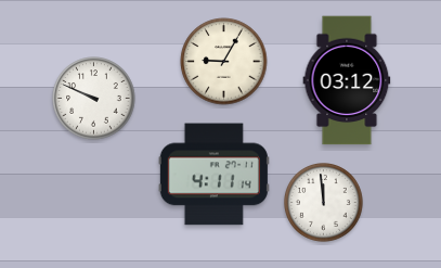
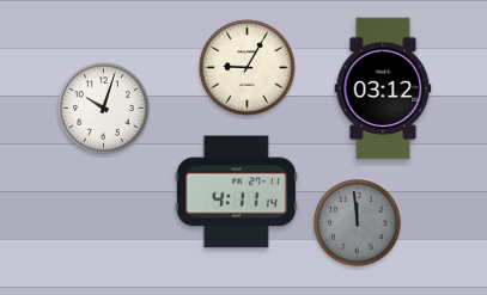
clock at (94, 99): 9:49 -> 10:03
clock at (324, 203) dial: white -> grey
